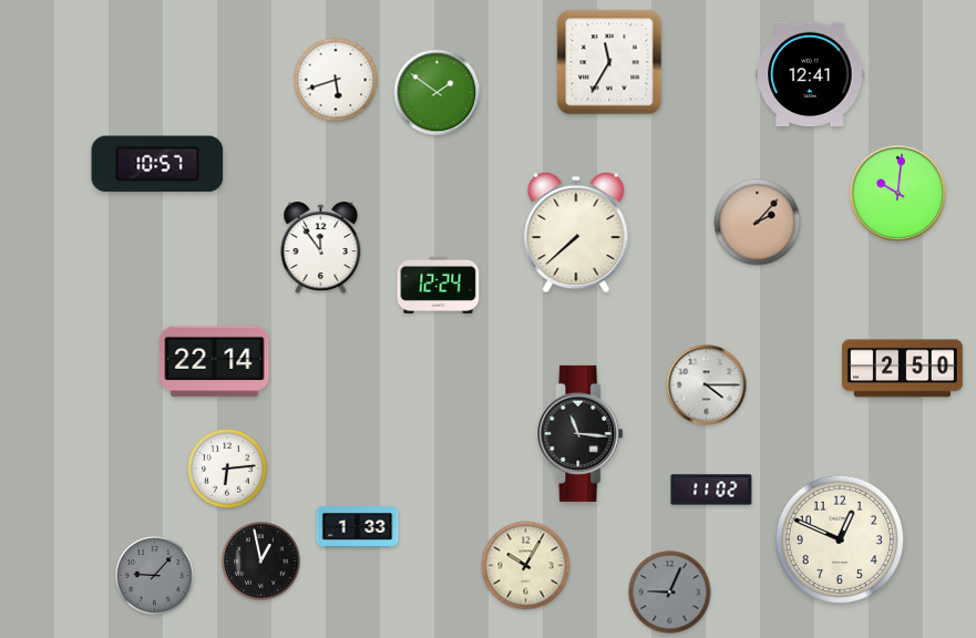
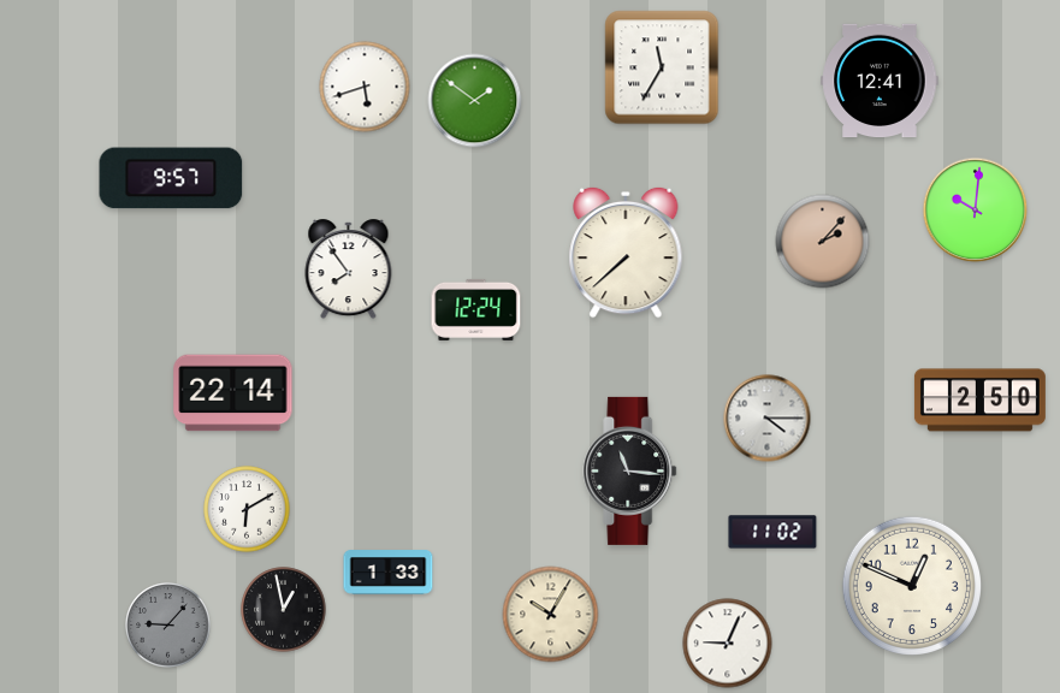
clock at (157, 164): 10:57 -> 9:57
clock at (321, 248): 11:54 -> 7:54
clock at (227, 469): 6:14 -> 6:10
clock at (526, 566) position: (526, 566) -> (551, 615)
clock at (670, 593) dial: grey -> white
